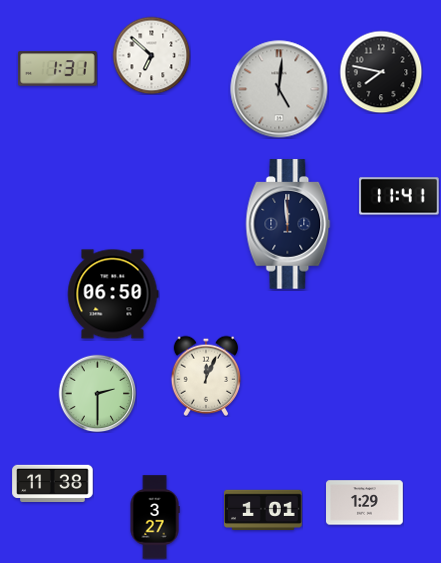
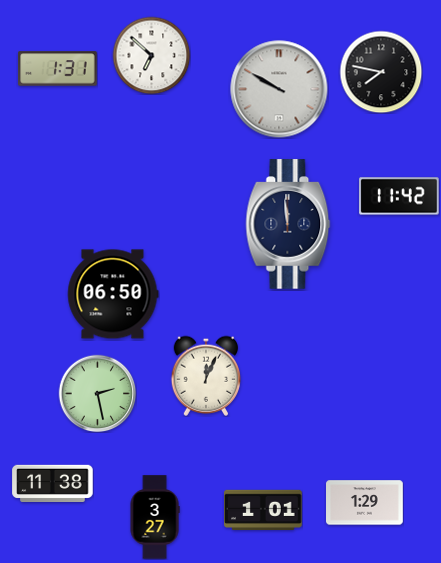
clock at (279, 89): 5:01 -> 9:50
clock at (399, 196): 11:41 -> 11:42
clock at (97, 393): 2:30 -> 2:28
